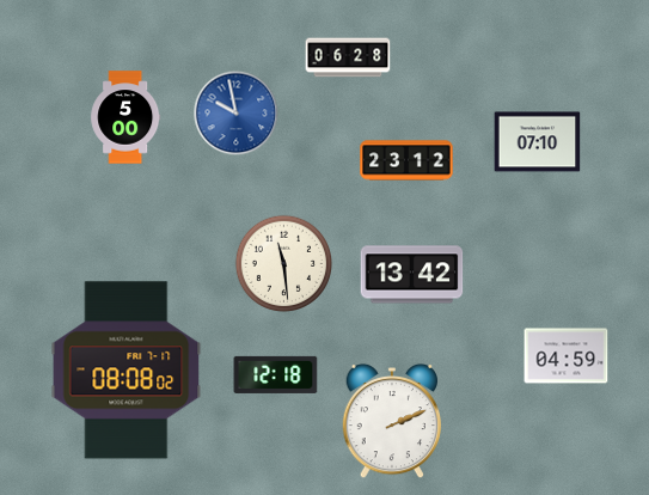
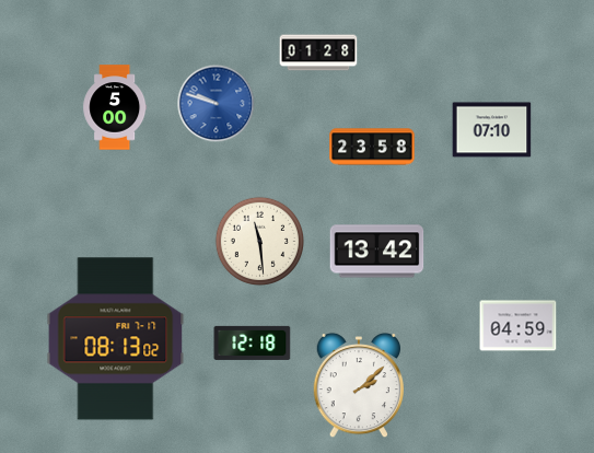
clock at (348, 57): 06:28 -> 01:28
clock at (237, 114): 9:58 -> 9:48
clock at (406, 160): 23:12 -> 23:58
clock at (127, 371): 08:08 -> 08:13
clock at (391, 421): 2:11 -> 2:08
